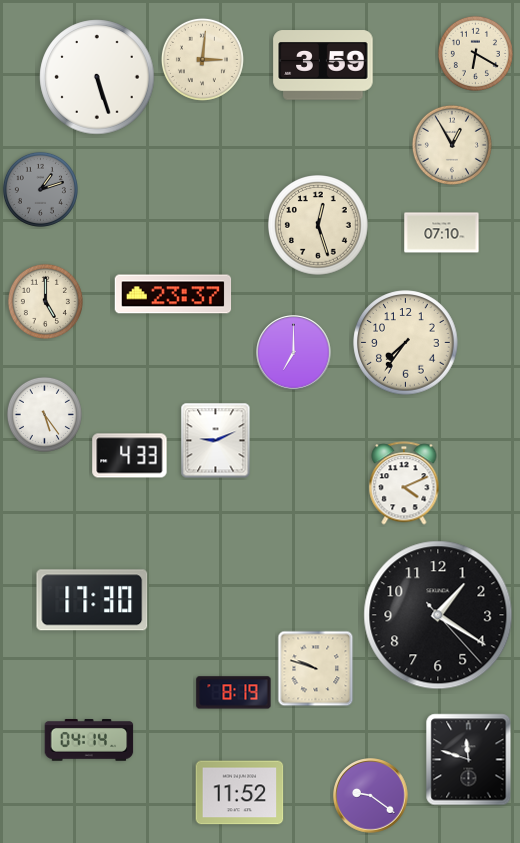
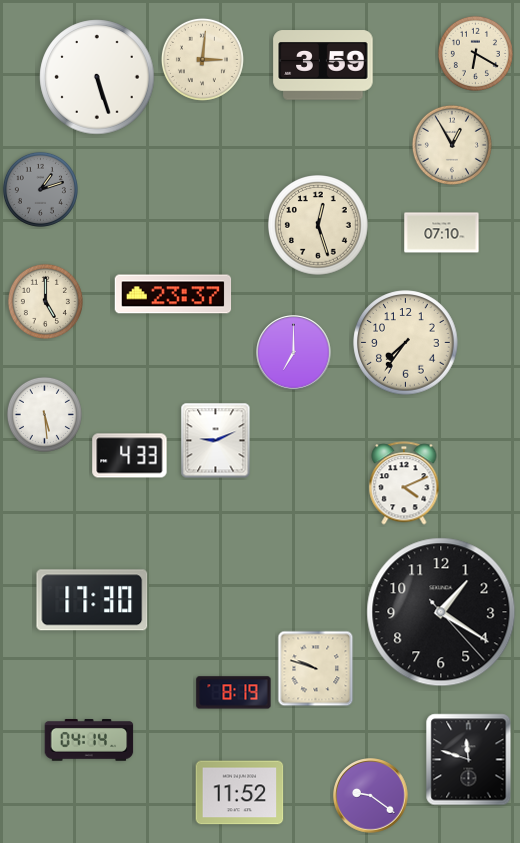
clock at (44, 414): 5:24 -> 5:29
clock at (438, 615) position: (438, 615) -> (441, 612)
